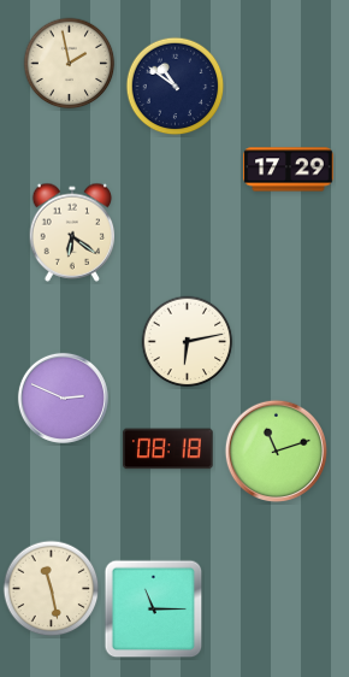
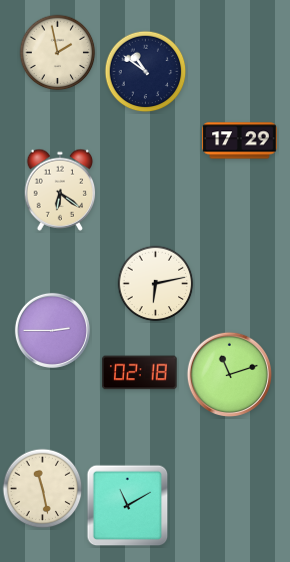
clock at (72, 232) position: (72, 232) -> (60, 190)
clock at (63, 398): 2:49 -> 2:45
clock at (168, 449): 08:18 -> 02:18
clock at (154, 610): 11:15 -> 11:10
